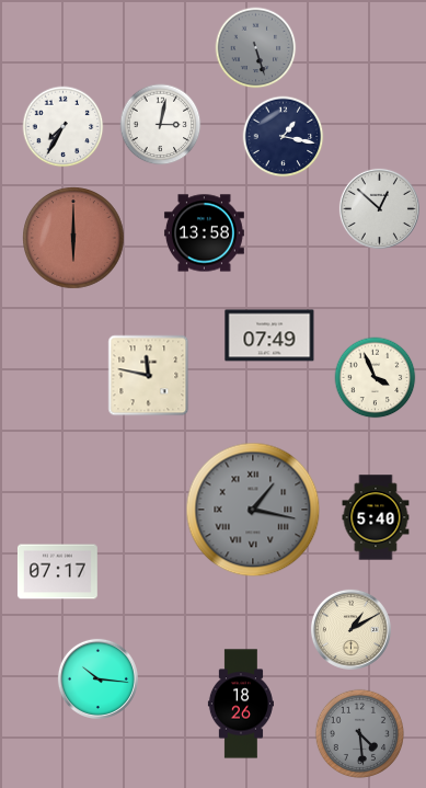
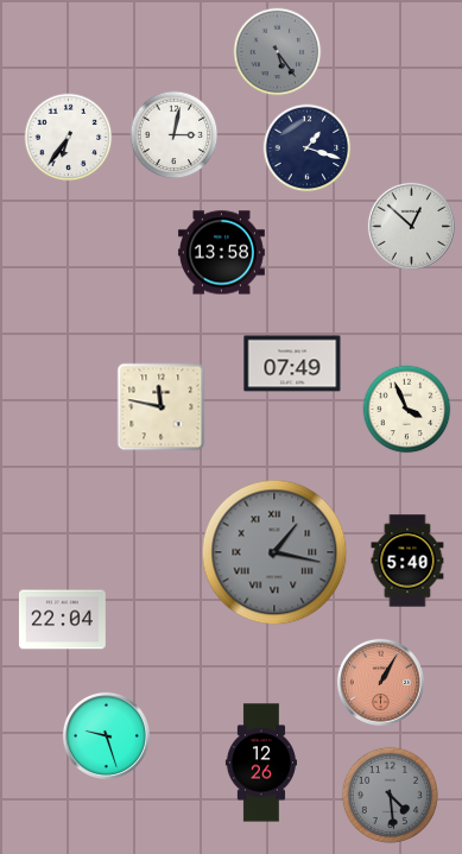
clock at (256, 48): 5:27 -> 5:24
clock at (64, 127): 7:35 -> 6:36
clock at (284, 137): 1:17 -> 1:18
clock at (73, 238): 6:00 -> none
clock at (57, 572): 07:17 -> 22:04
clock at (350, 629): 1:10 -> 1:05
clock at (350, 629) dial: cream -> salmon
clock at (97, 678): 10:16 -> 9:27
clock at (241, 704): 18:26 -> 12:26
